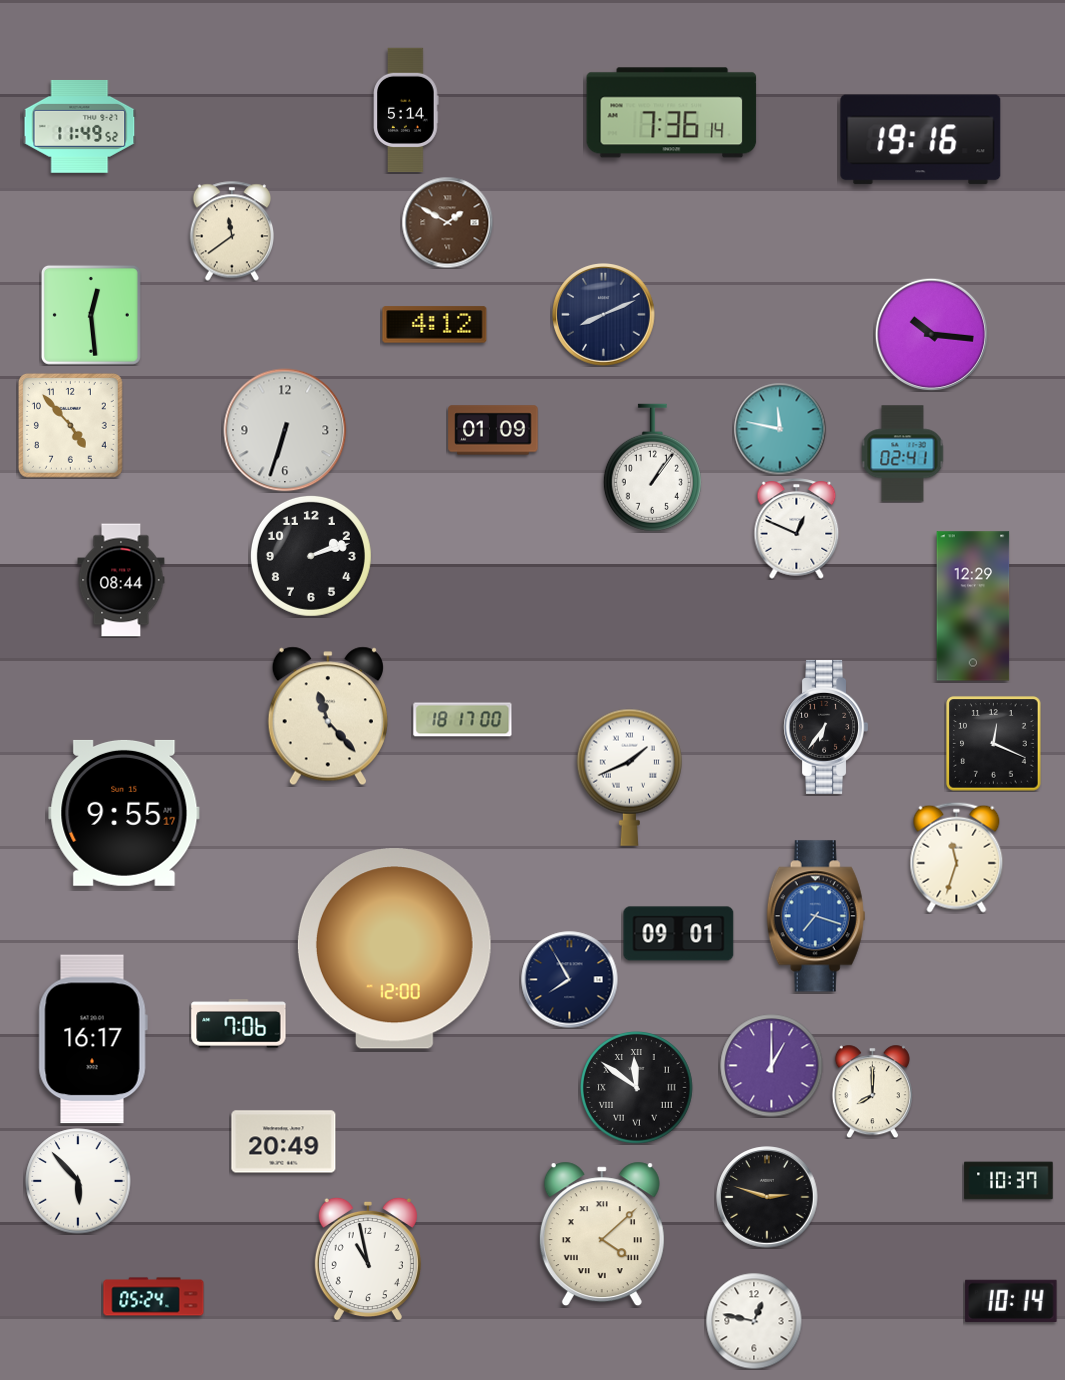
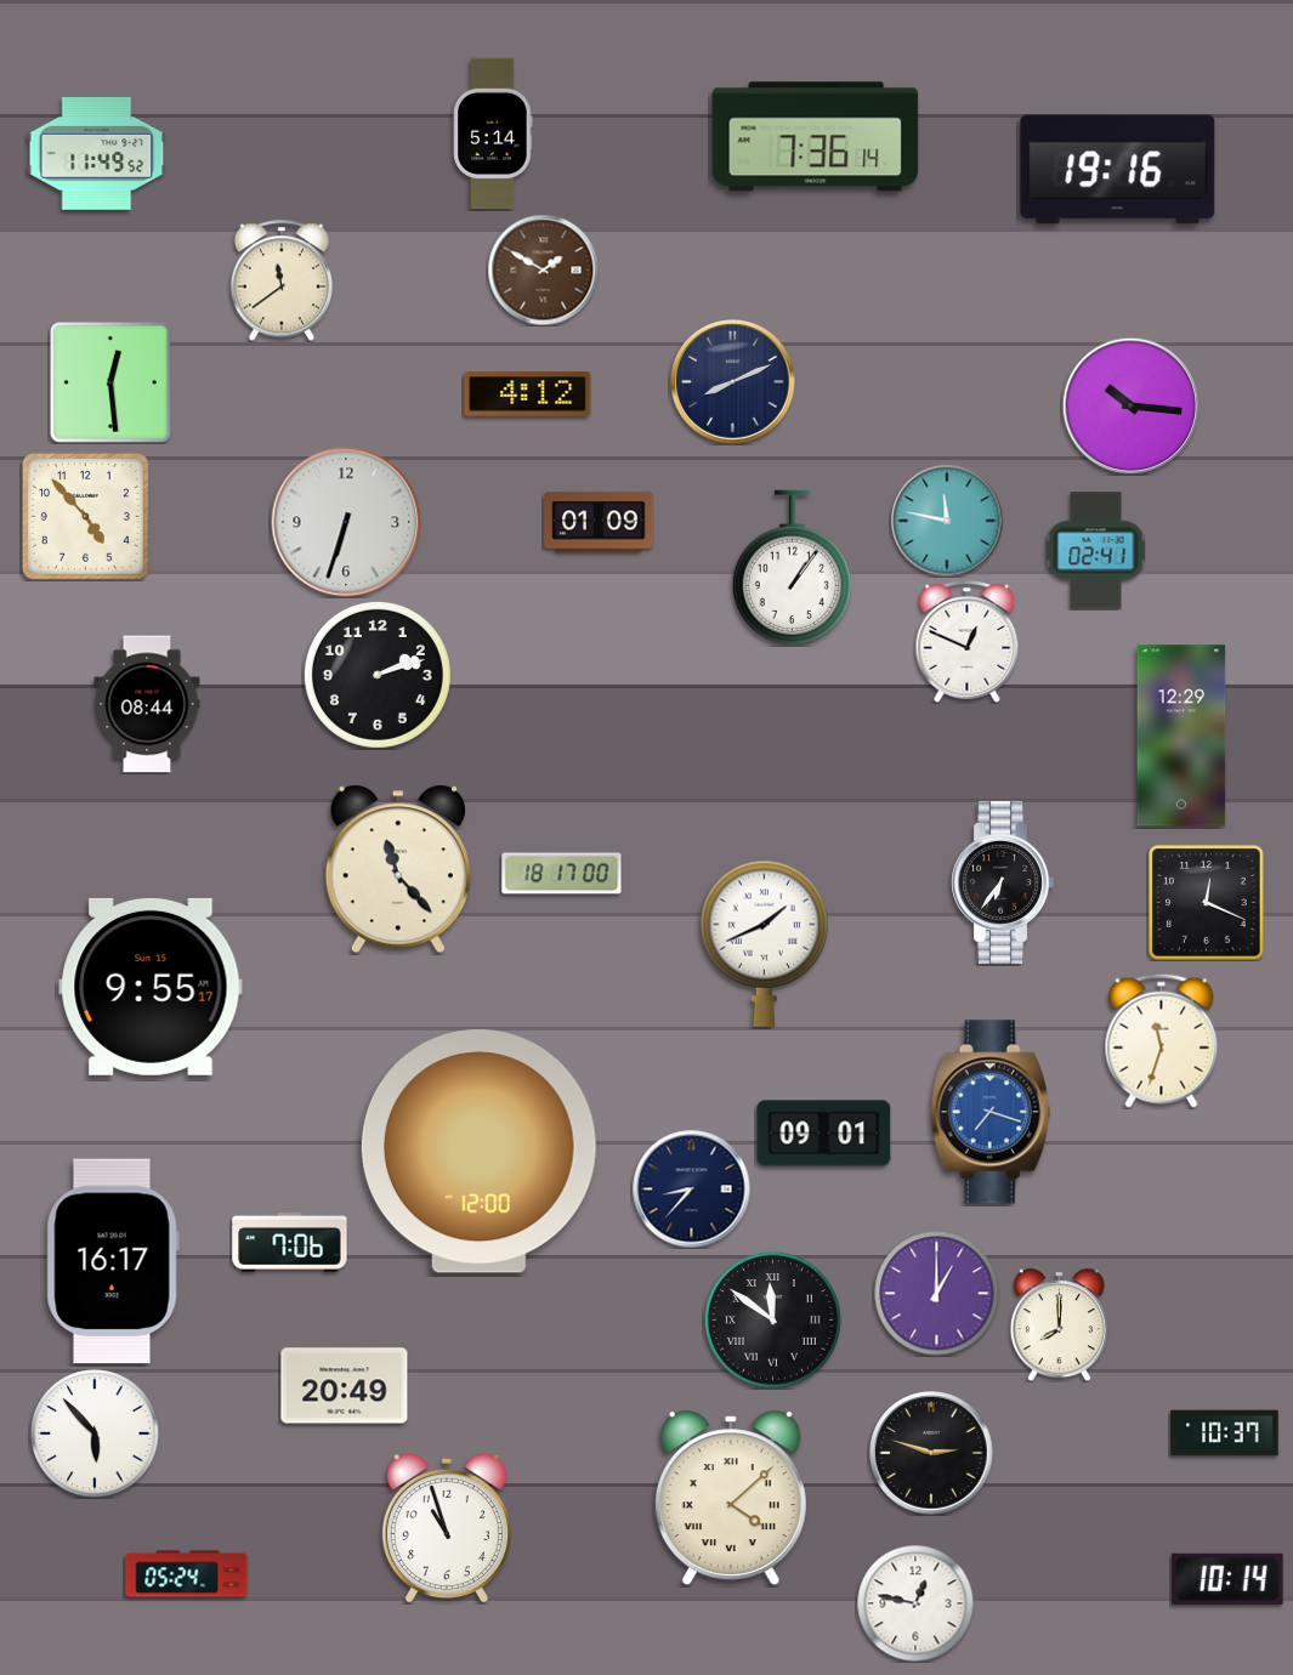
clock at (570, 980): 7:55 -> 8:37
clock at (368, 1259): 10:58 -> 10:57
